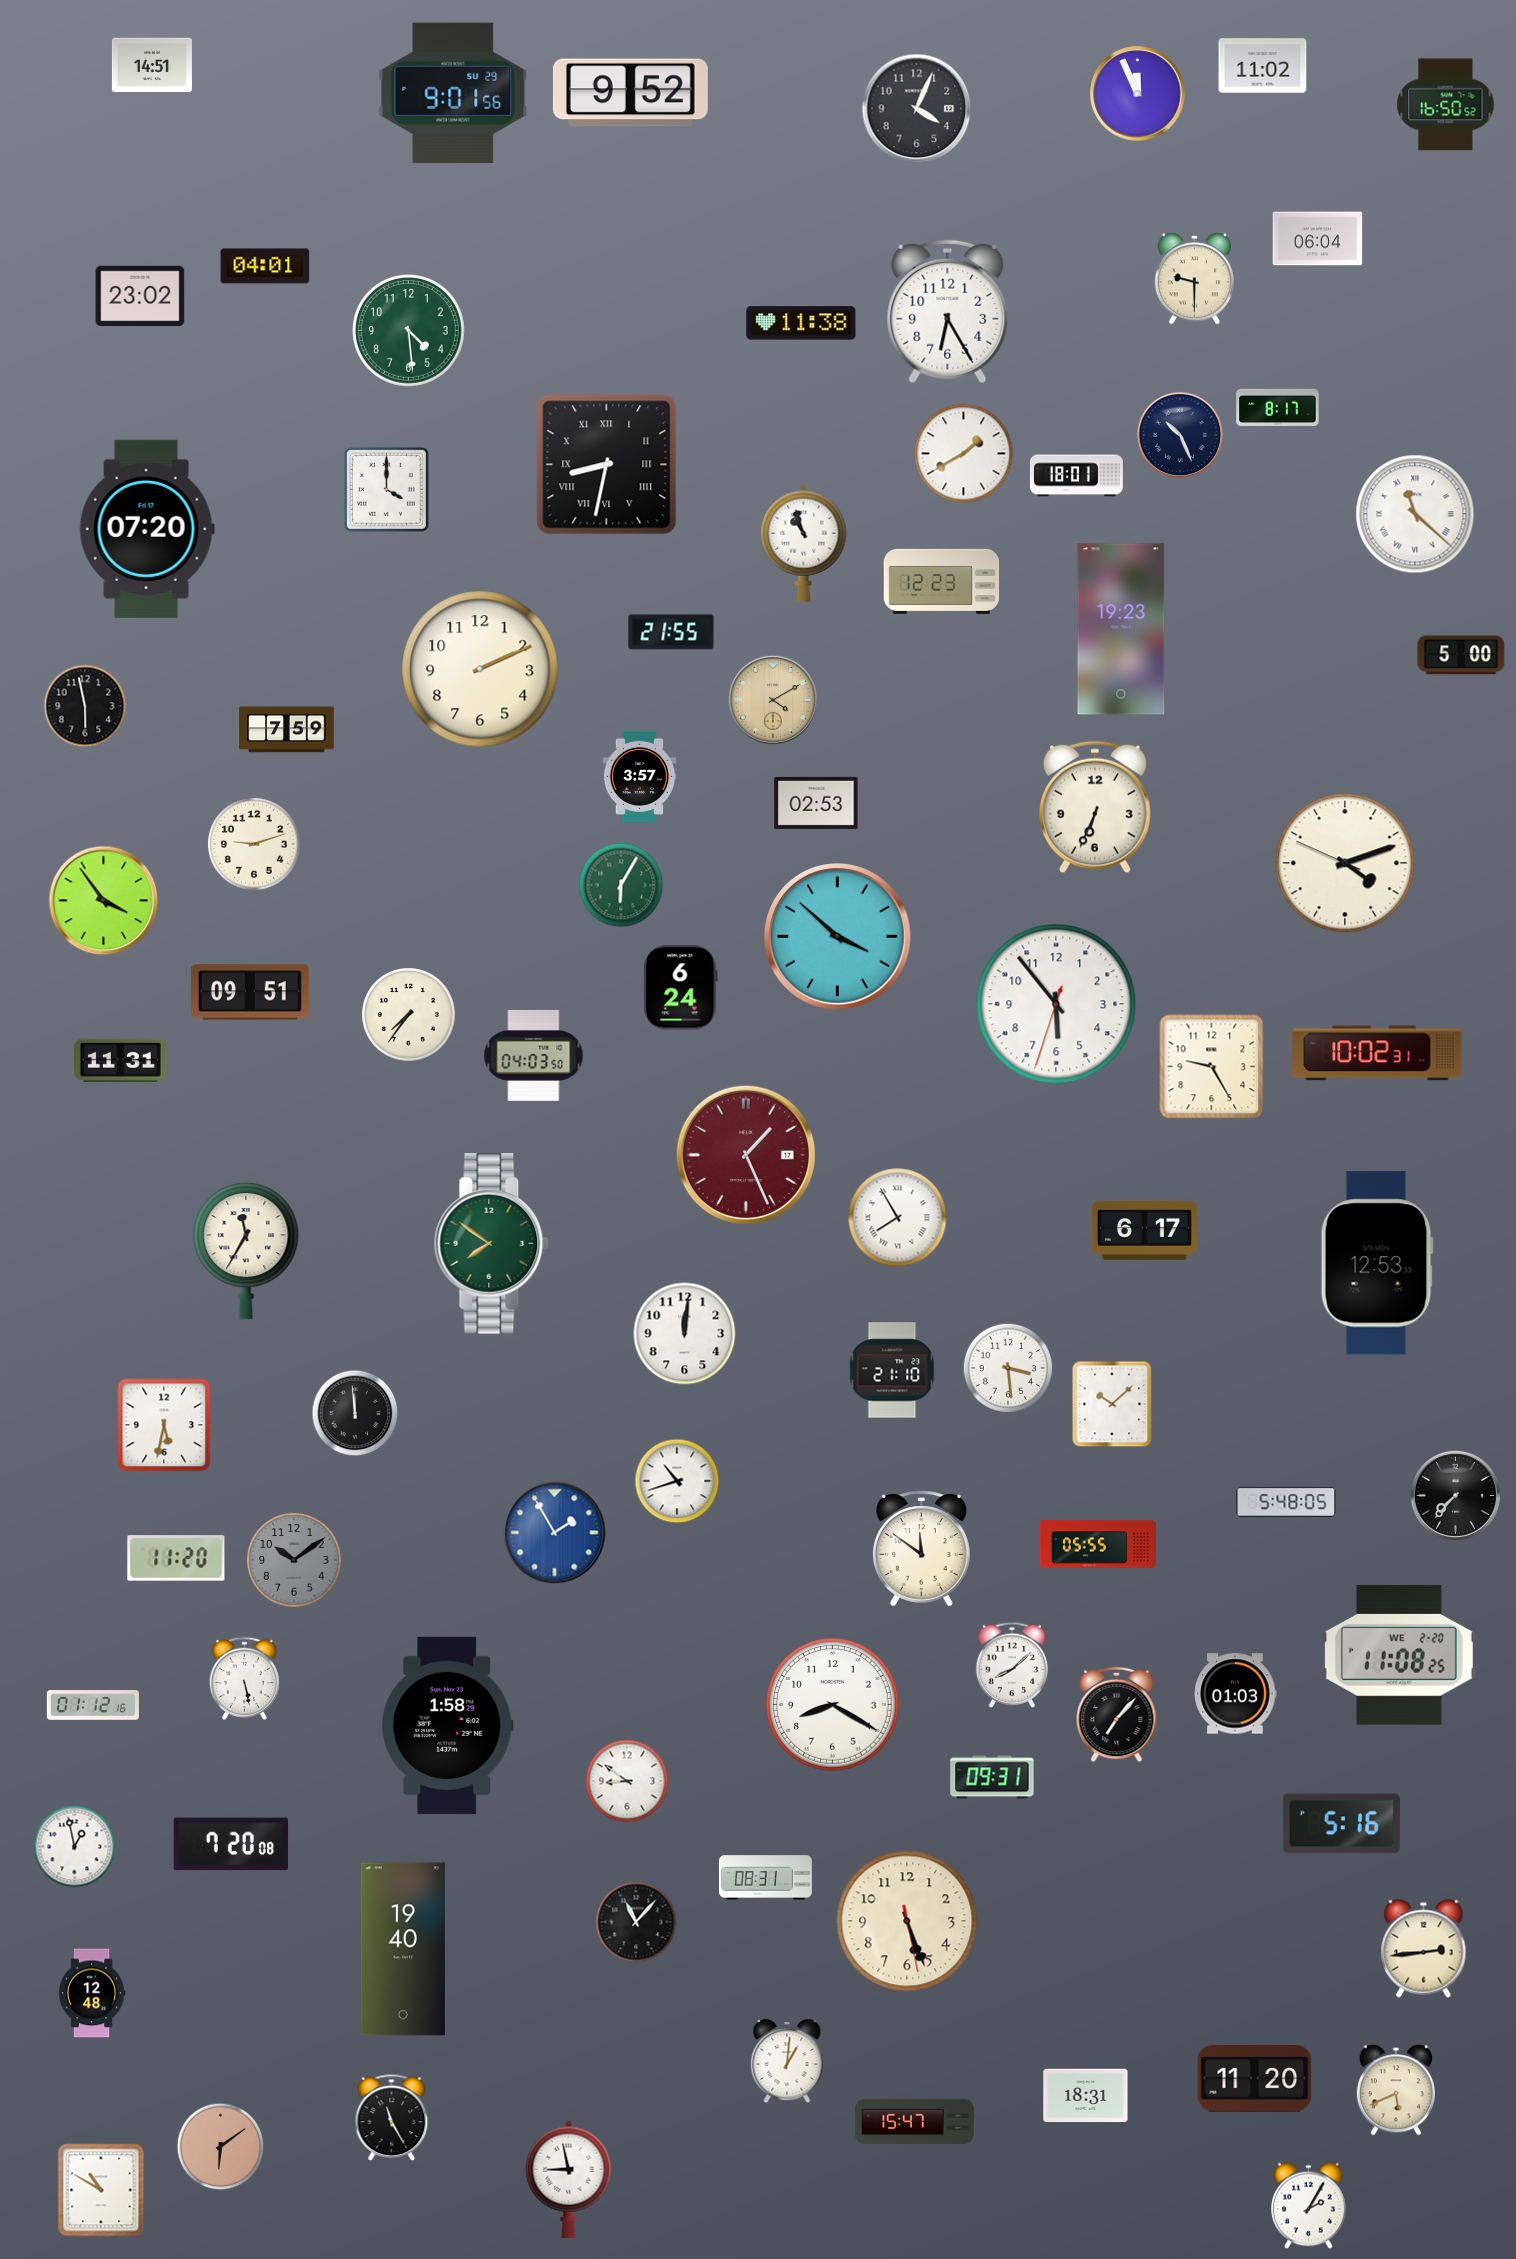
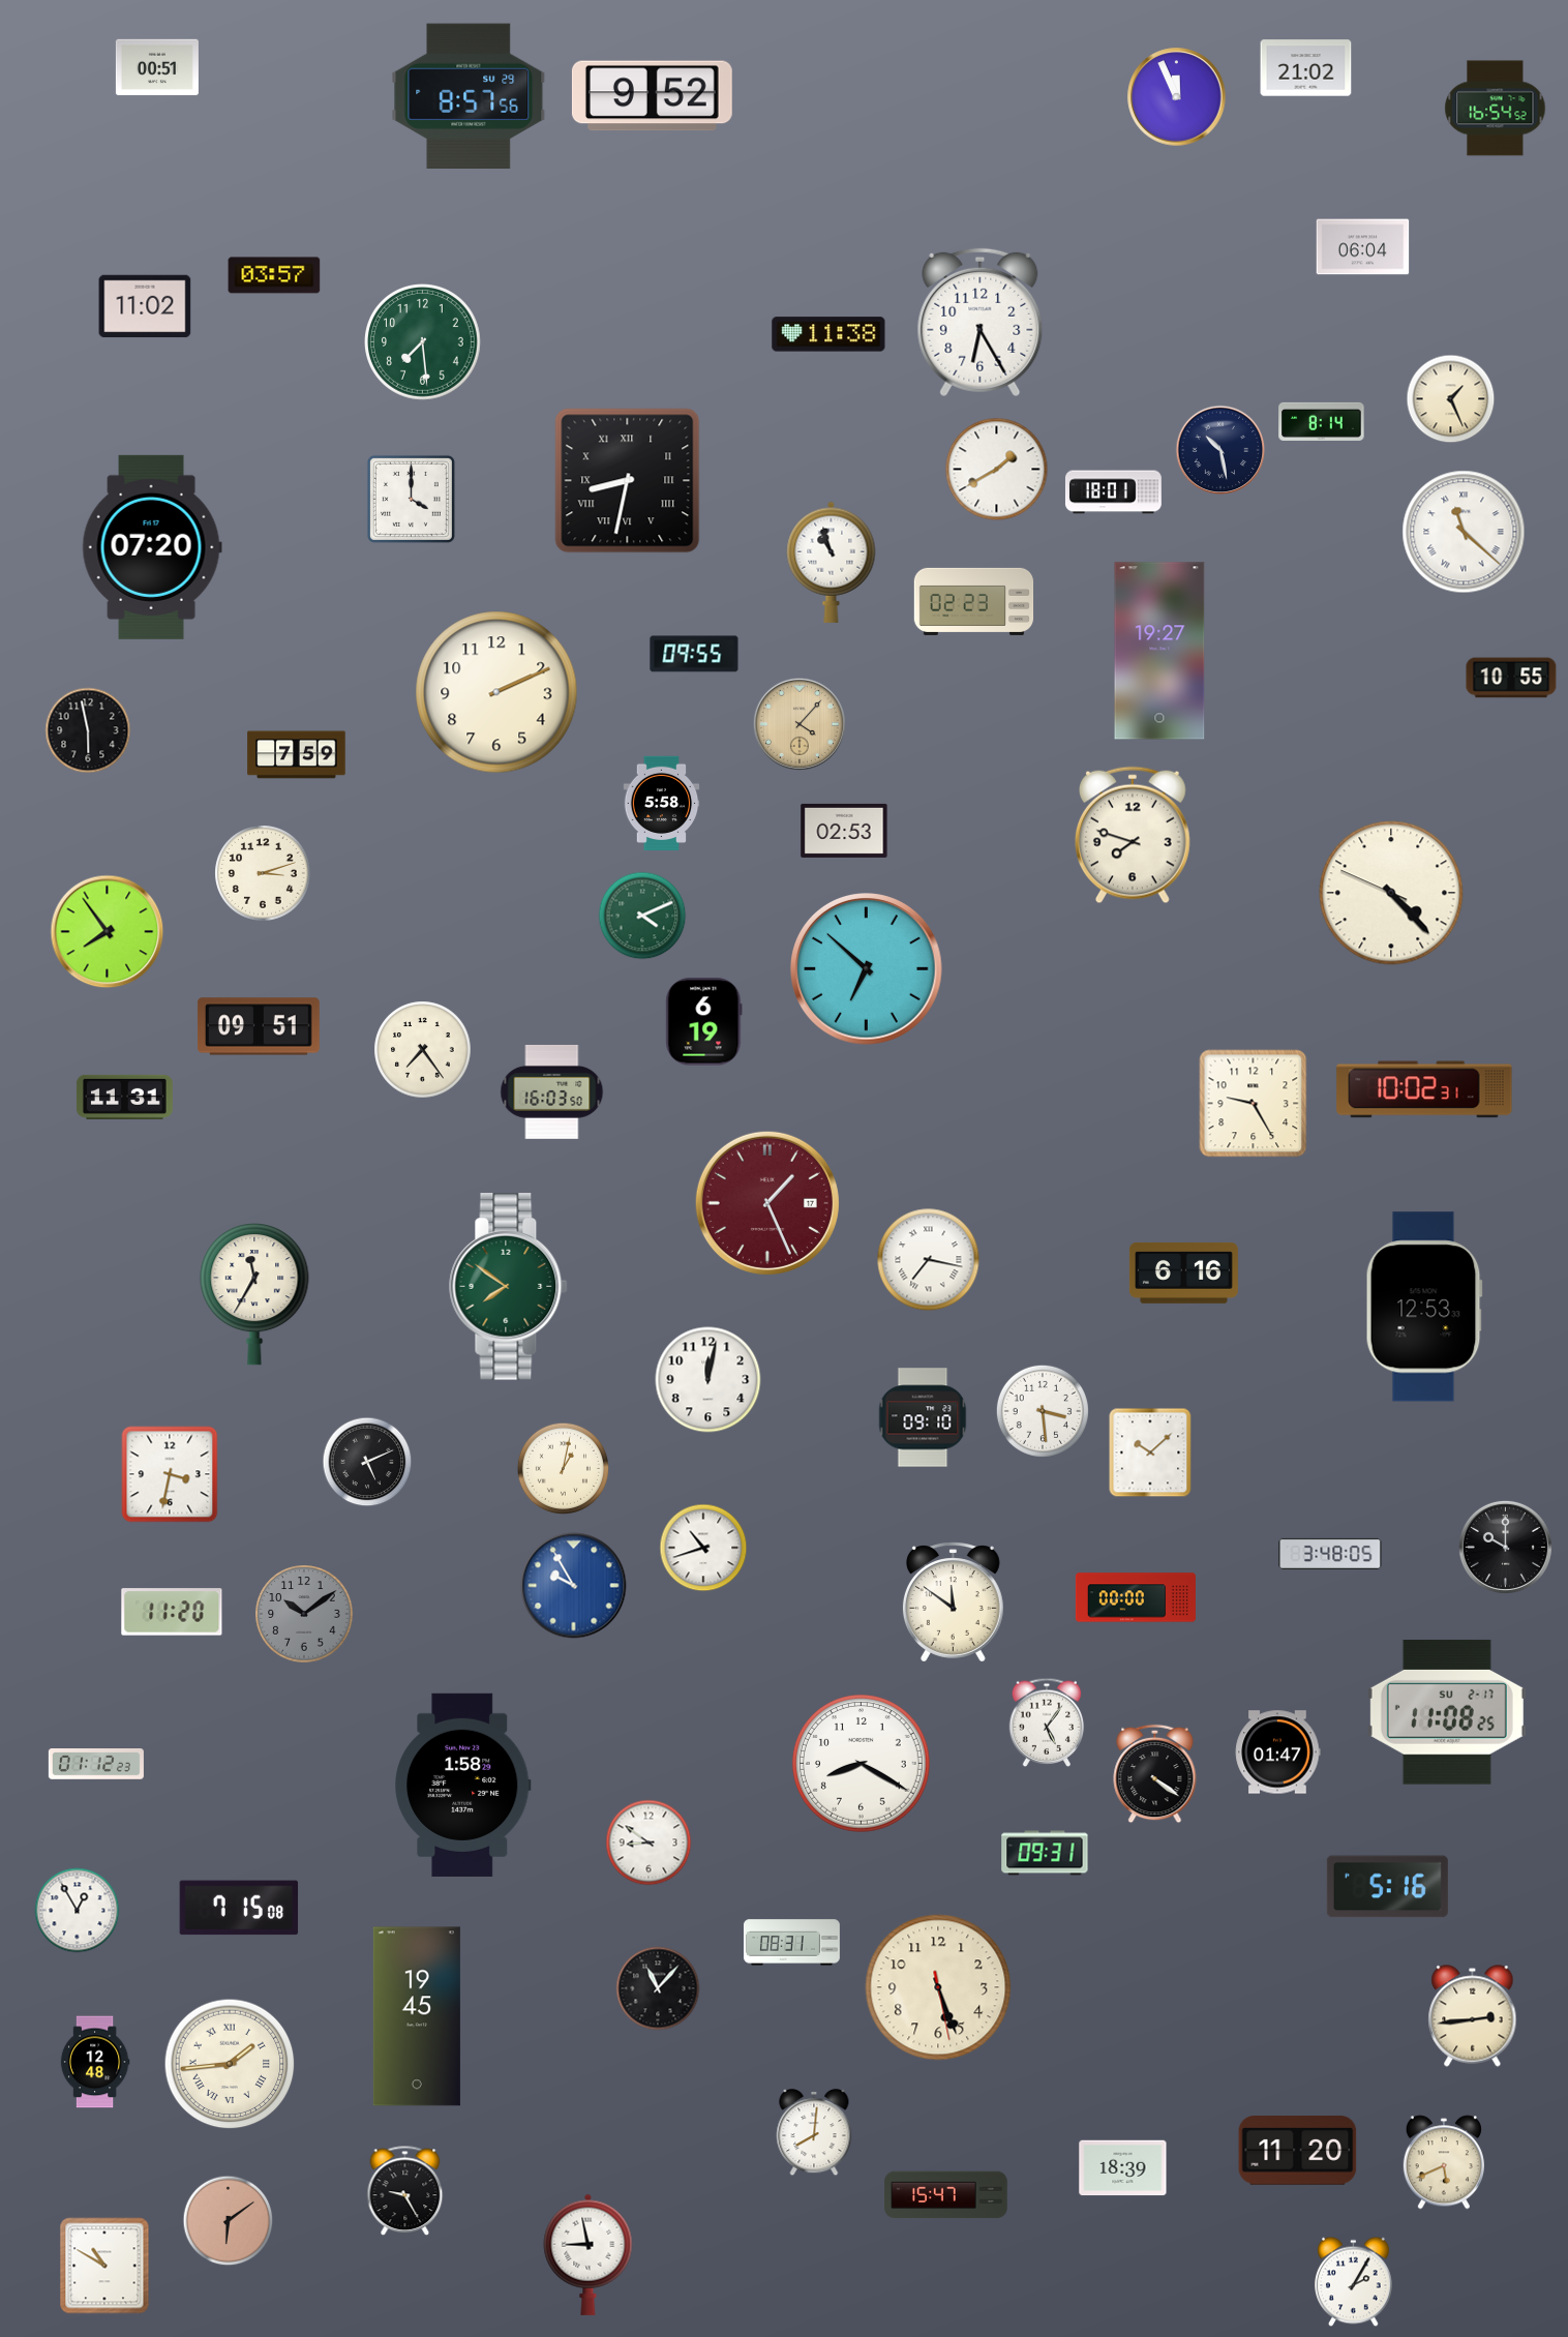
clock at (152, 65): 14:51 -> 00:51
clock at (1263, 66): 11:02 -> 21:02
clock at (453, 92): 9:01 -> 8:57
clock at (1446, 105): 16:50 -> 16:54
clock at (917, 109): 4:04 -> none
clock at (265, 266): 04:01 -> 03:57
clock at (1194, 279): 9:30 -> none
clock at (140, 296): 23:02 -> 11:02
clock at (409, 331): 4:29 -> 7:29
clock at (1451, 399): none -> 1:26
clock at (1278, 407): 8:17 -> 8:14
clock at (1180, 435): 10:26 -> 10:28
clock at (386, 489) position: (386, 489) -> (411, 499)
clock at (942, 581): 12:23 -> 02:23
clock at (1121, 629): 19:23 -> 19:27
clock at (671, 632): 21:55 -> 09:55
clock at (1461, 655): 5:00 -> 10:55
clock at (773, 700): 4:10 -> 4:07
clock at (640, 776): 3:57 -> 5:58
clock at (1095, 807): 6:34 -> 7:48
clock at (254, 844): 9:12 -> 3:12
clock at (1345, 863): 4:11 -> 4:22
clock at (621, 885): 6:05 -> 4:11
clock at (104, 901): 3:54 -> 7:54
clock at (838, 937): 3:52 -> 6:52
clock at (681, 988): 6:24 -> 6:19
clock at (1056, 1004): 5:53 -> none
clock at (409, 1015): 7:36 -> 7:24
clock at (534, 1055): 04:03 -> 16:03
clock at (746, 1155) position: (746, 1155) -> (767, 1203)
clock at (898, 1218): 7:55 -> 7:17
clock at (1144, 1231): 6:17 -> 6:16
clock at (685, 1334): 12:01 -> 12:02
clock at (1008, 1368) position: (1008, 1368) -> (1043, 1411)
clock at (892, 1370): 21:10 -> 09:10
clock at (355, 1413): 11:59 -> 5:11
clock at (563, 1468): none -> 1:02
clock at (164, 1425): 5:32 -> 3:32
clock at (677, 1481) position: (677, 1481) -> (703, 1548)
clock at (1455, 1495): 7:37 -> 10:00
clock at (1286, 1502): 5:48 -> 3:48
clock at (555, 1533): 1:55 -> 9:55
clock at (1098, 1544): 05:55 -> 00:00
clock at (176, 1558) position: (176, 1558) -> (172, 1612)
clock at (1399, 1655) date: WE 2-20 -> SU 2-17
clock at (1012, 1665): 8:08 -> 5:06
clock at (244, 1678): 5:28 -> none
clock at (1235, 1694): 01:03 -> 01:47
clock at (93, 1705): 01:12:16 -> 01:12:23
clock at (1117, 1715): 7:07 -> 4:21
clock at (992, 1777) position: (992, 1777) -> (1045, 1853)
clock at (231, 1844): 7:20 -> 7:15
clock at (75, 1847): 12:58 -> 12:55
clock at (403, 1949): 19:40 -> 19:45
clock at (230, 2064): none -> 1:44
clock at (787, 2062): 1:01 -> 8:01
clock at (1086, 2096): 18:31 -> 18:39
clock at (392, 2118): 11:25 -> 9:25
